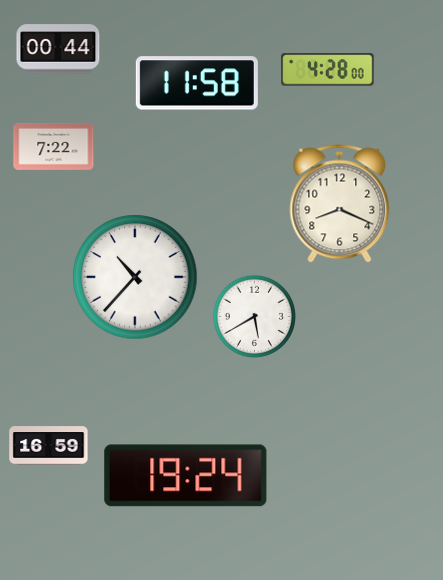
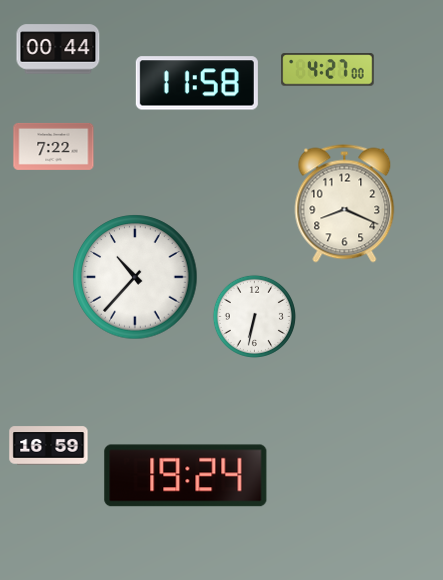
clock at (328, 70): 4:28 -> 4:27
clock at (340, 204) position: (340, 204) -> (345, 204)
clock at (254, 316): 5:40 -> 6:32
